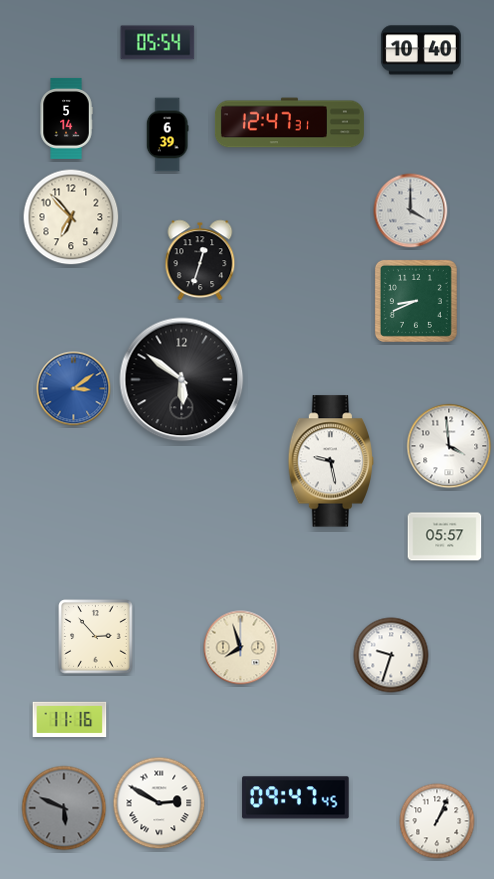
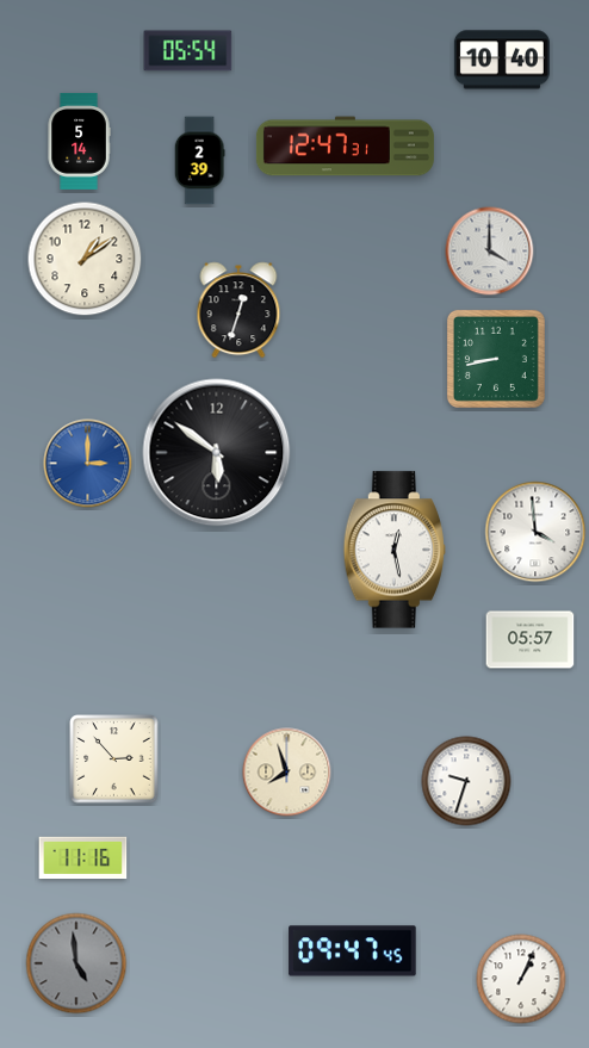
clock at (167, 135): 6:39 -> 2:39
clock at (71, 217): 6:53 -> 1:09
clock at (416, 301): 8:41 -> 8:43
clock at (74, 389): 3:09 -> 3:00
clock at (330, 461): 9:28 -> 12:28
clock at (159, 803): 2:50 -> none
clock at (64, 808): 5:49 -> 4:59
